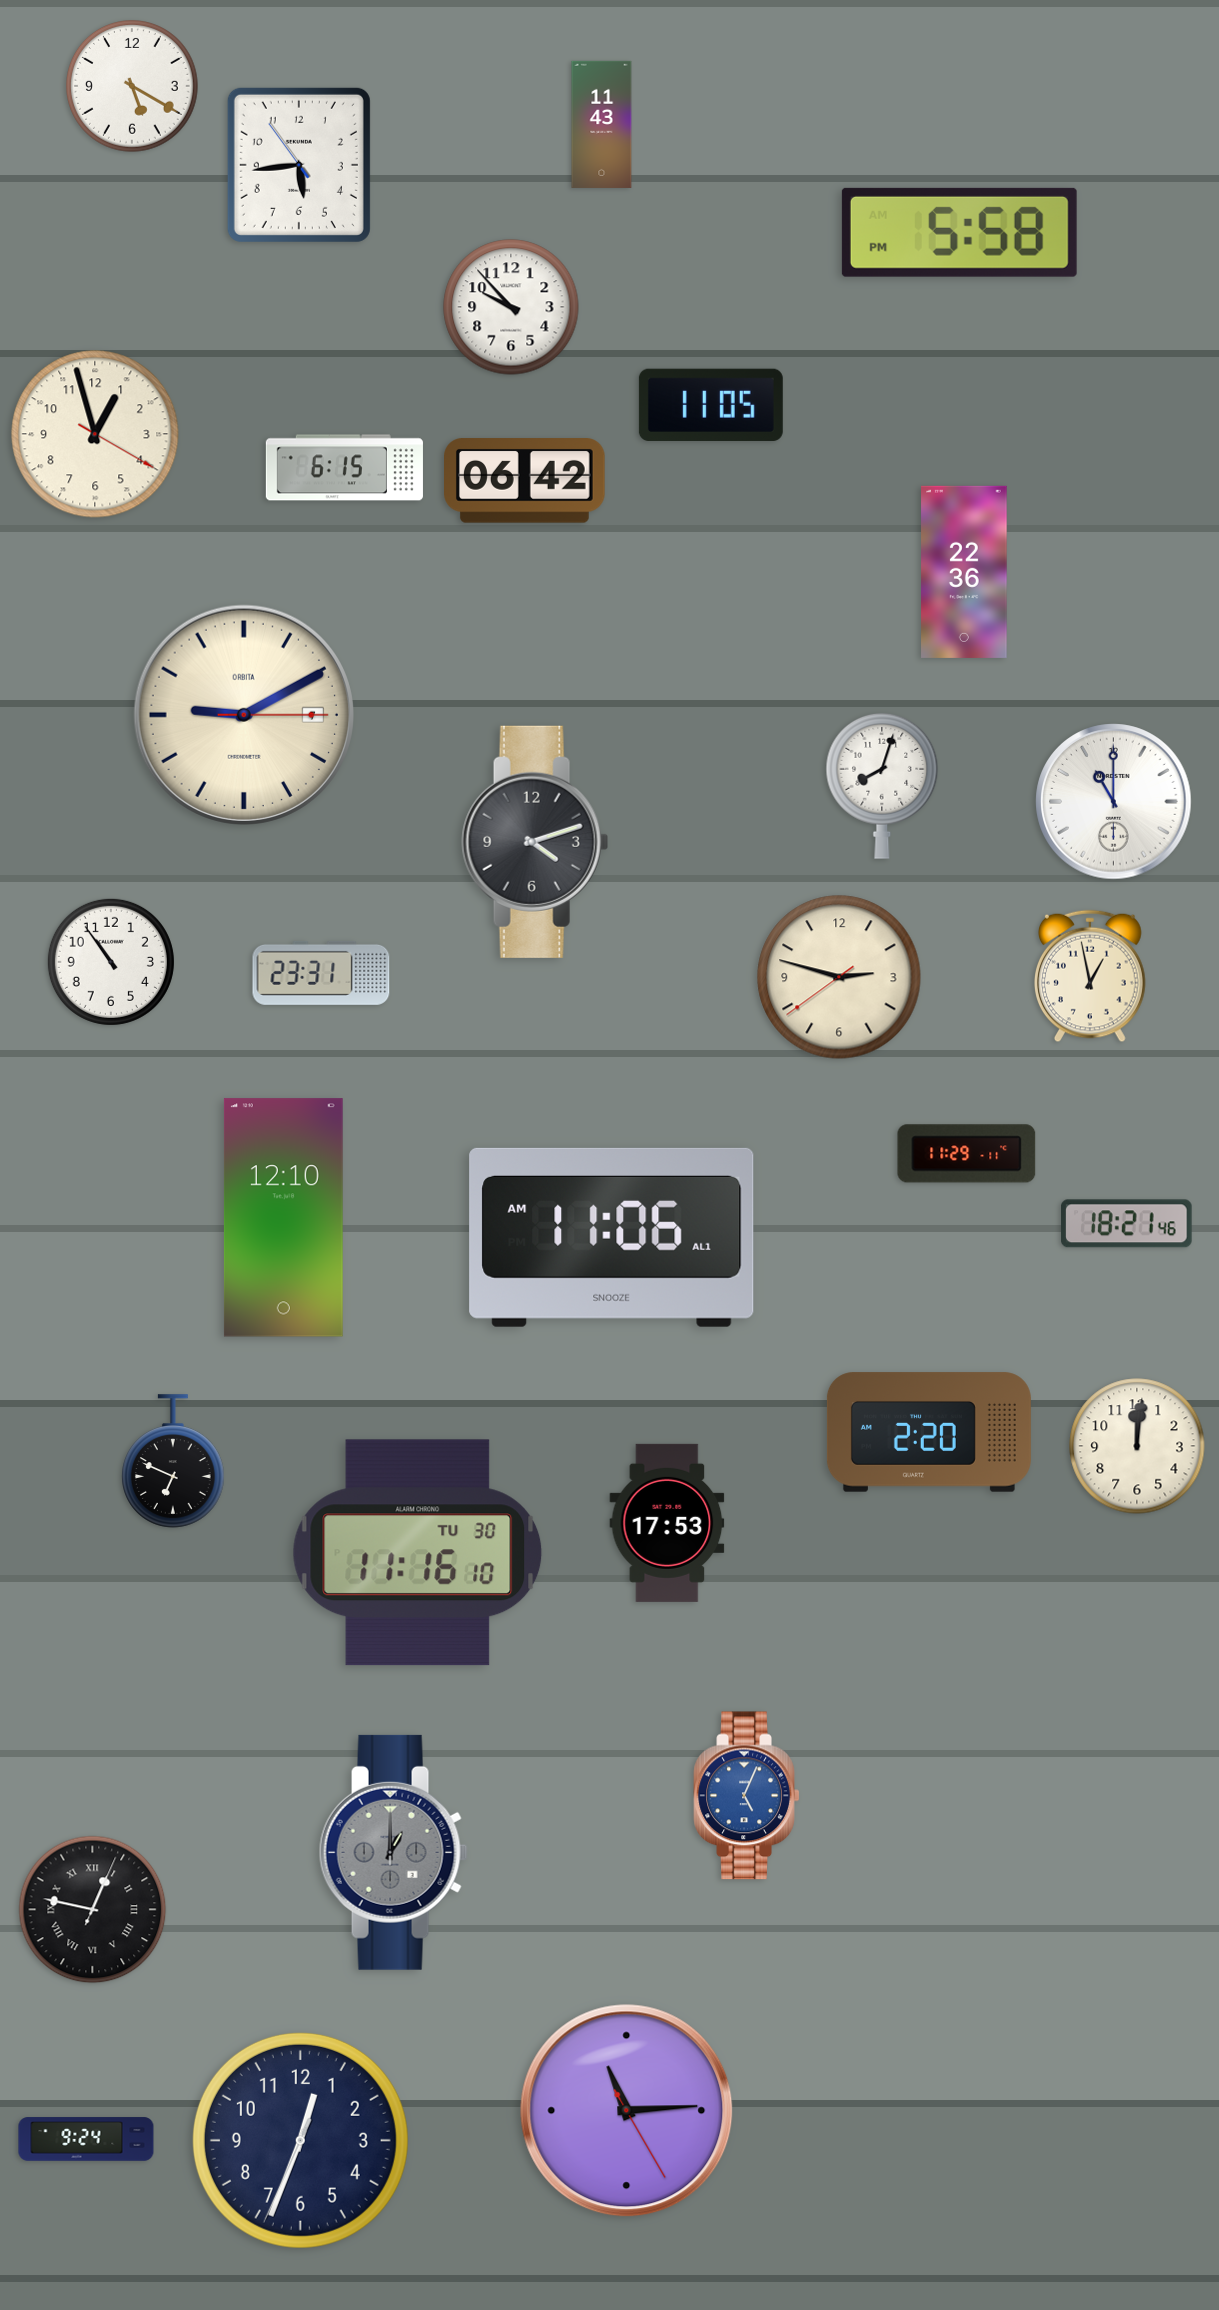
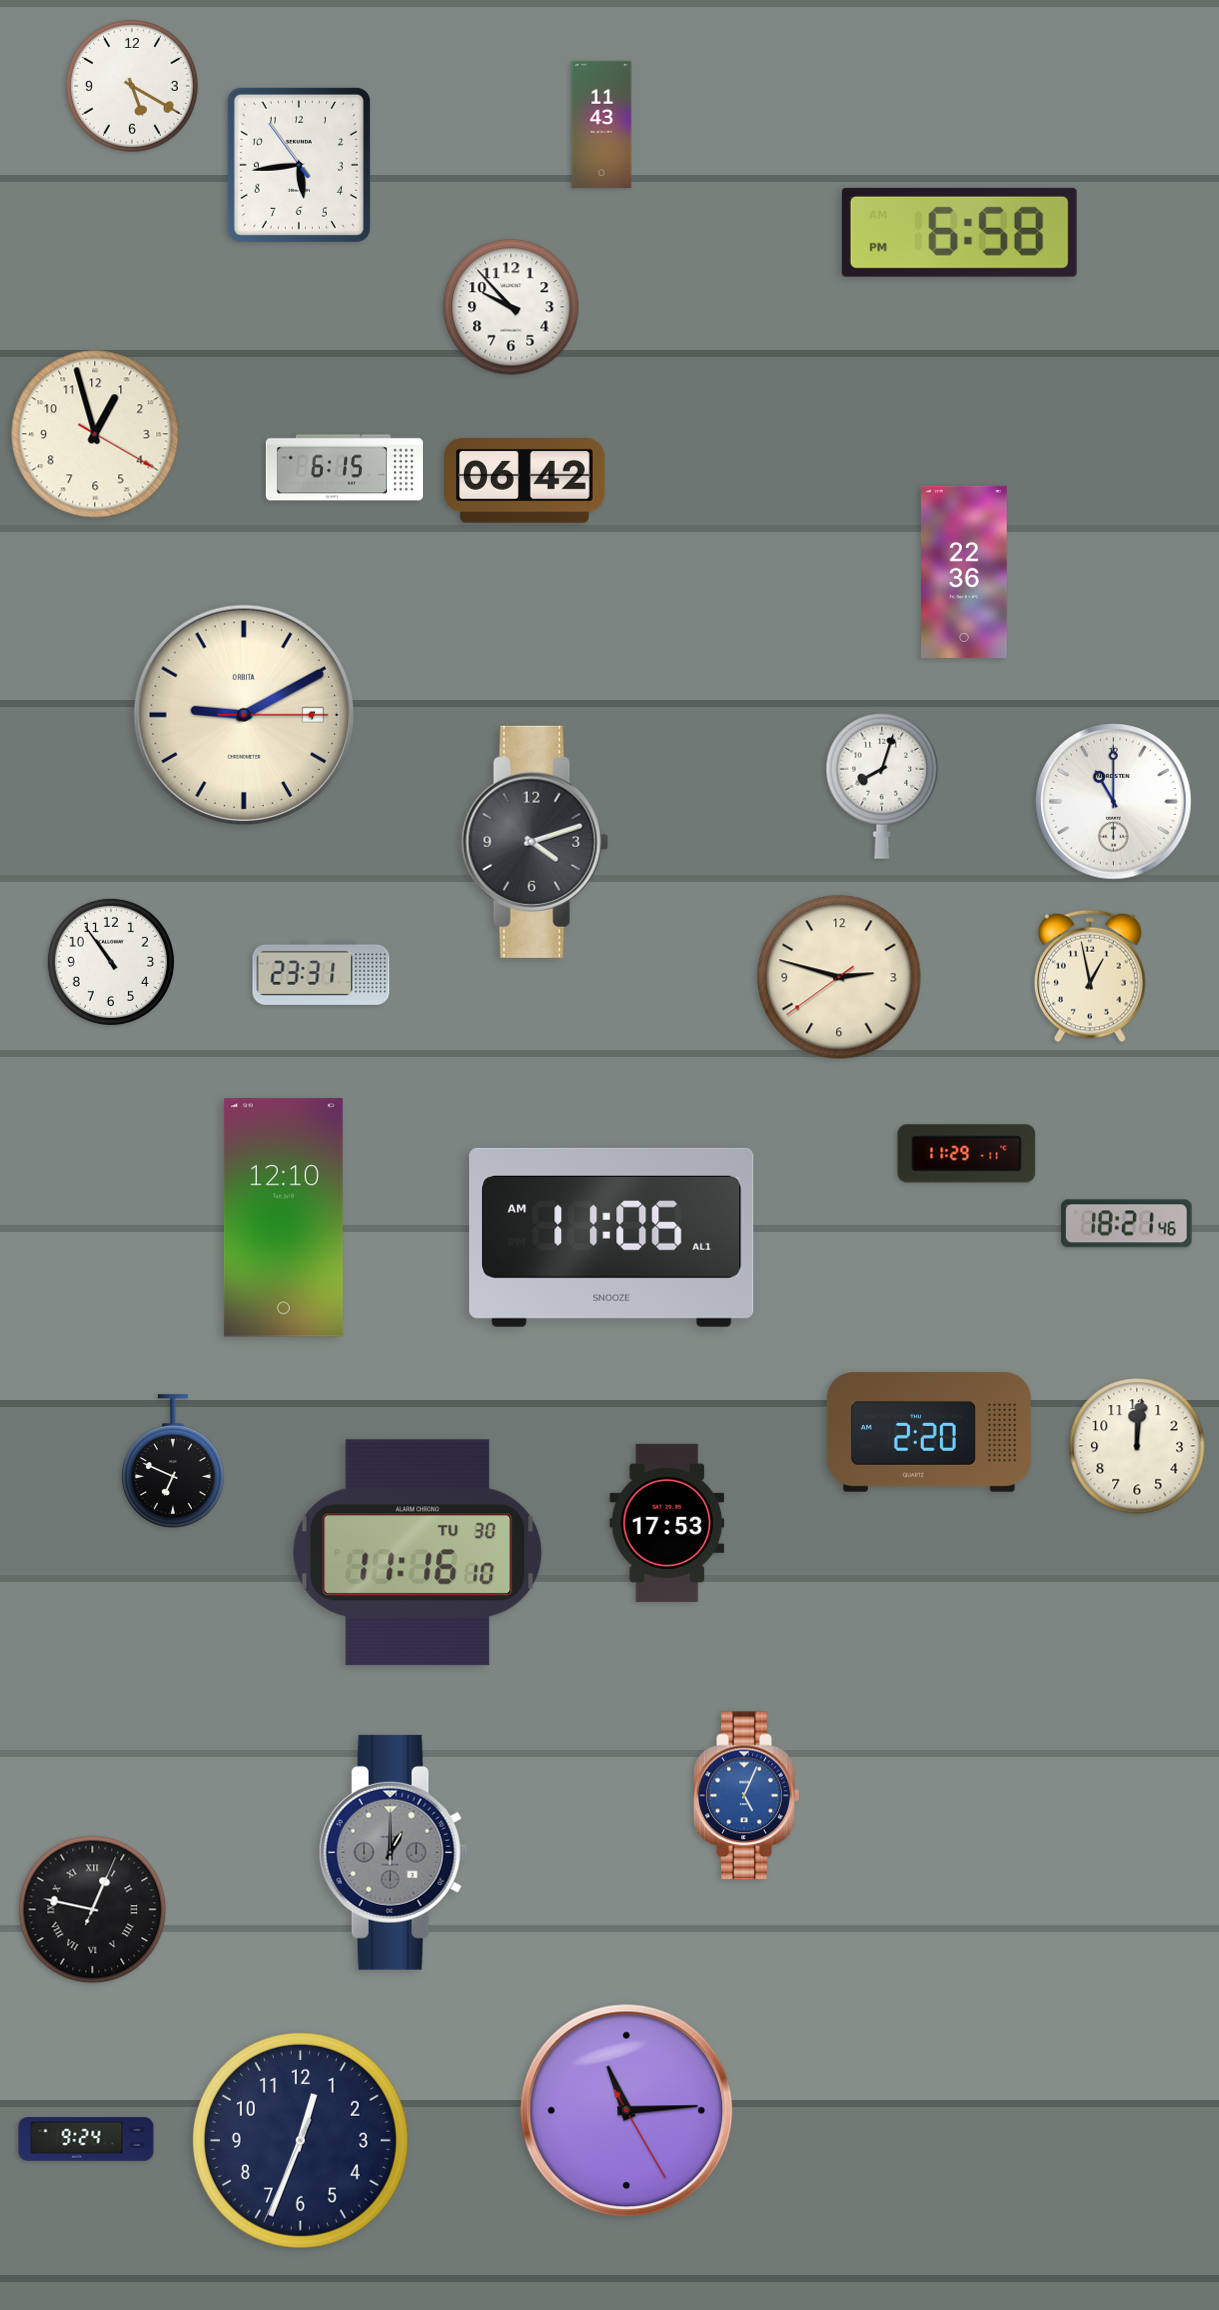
clock at (959, 232): 5:58 -> 6:58
clock at (711, 405): 11:05 -> none
